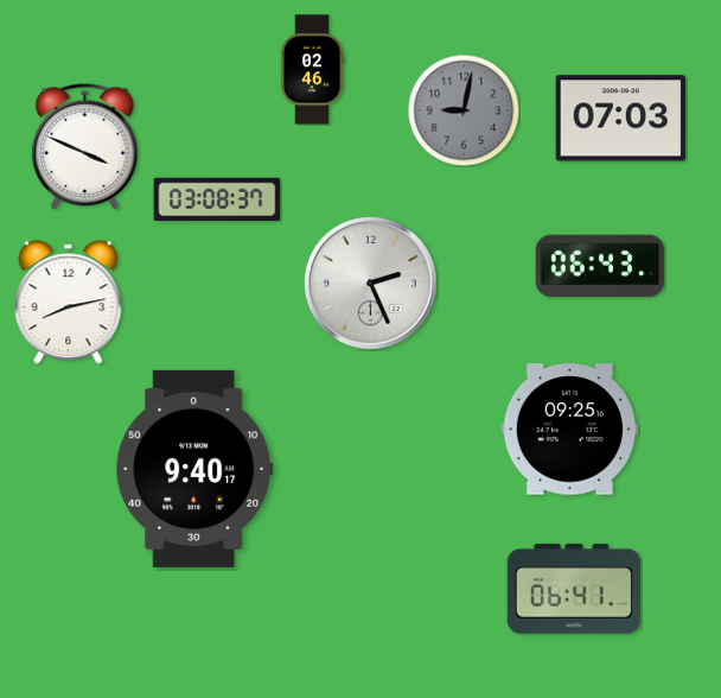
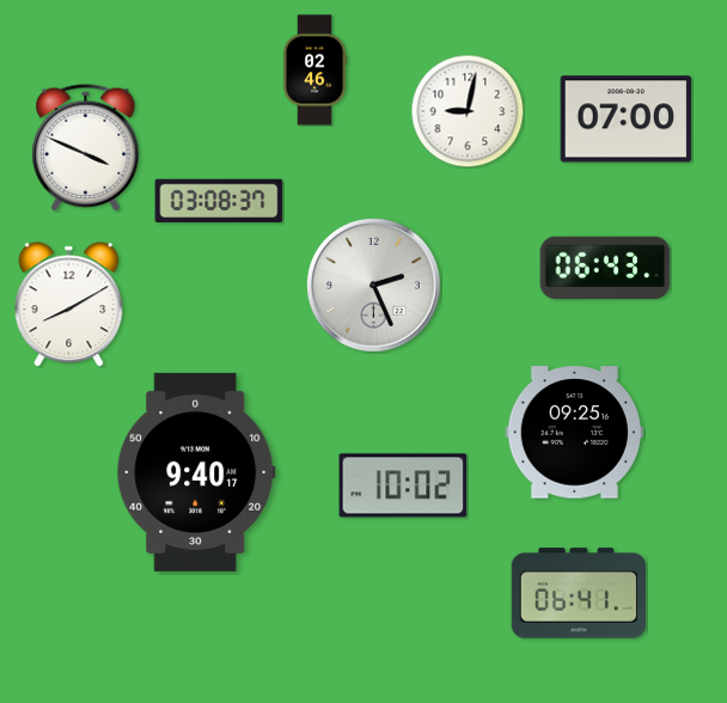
clock at (464, 110) dial: grey -> white
clock at (621, 119): 07:03 -> 07:00
clock at (69, 303): 8:13 -> 8:10
clock at (403, 485): none -> 10:02
